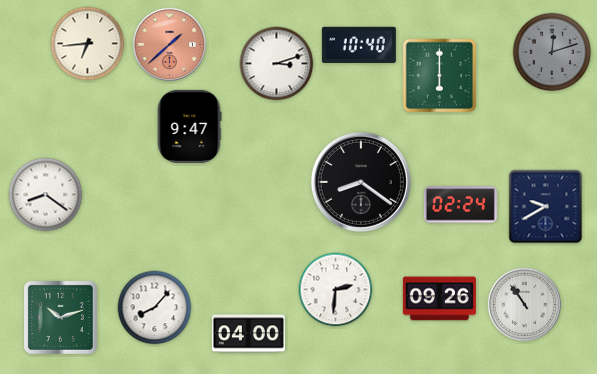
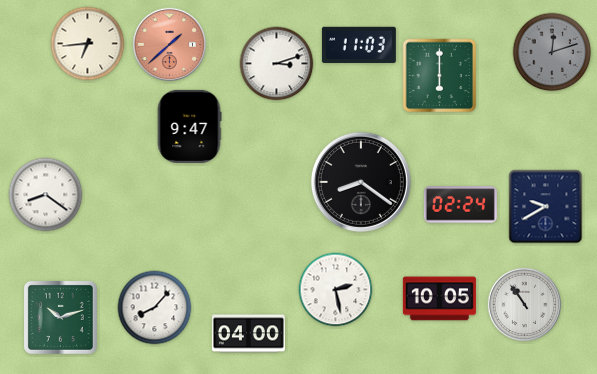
clock at (359, 45): 10:40 -> 11:03
clock at (336, 290): 2:31 -> 2:28
clock at (439, 299): 09:26 -> 10:05
